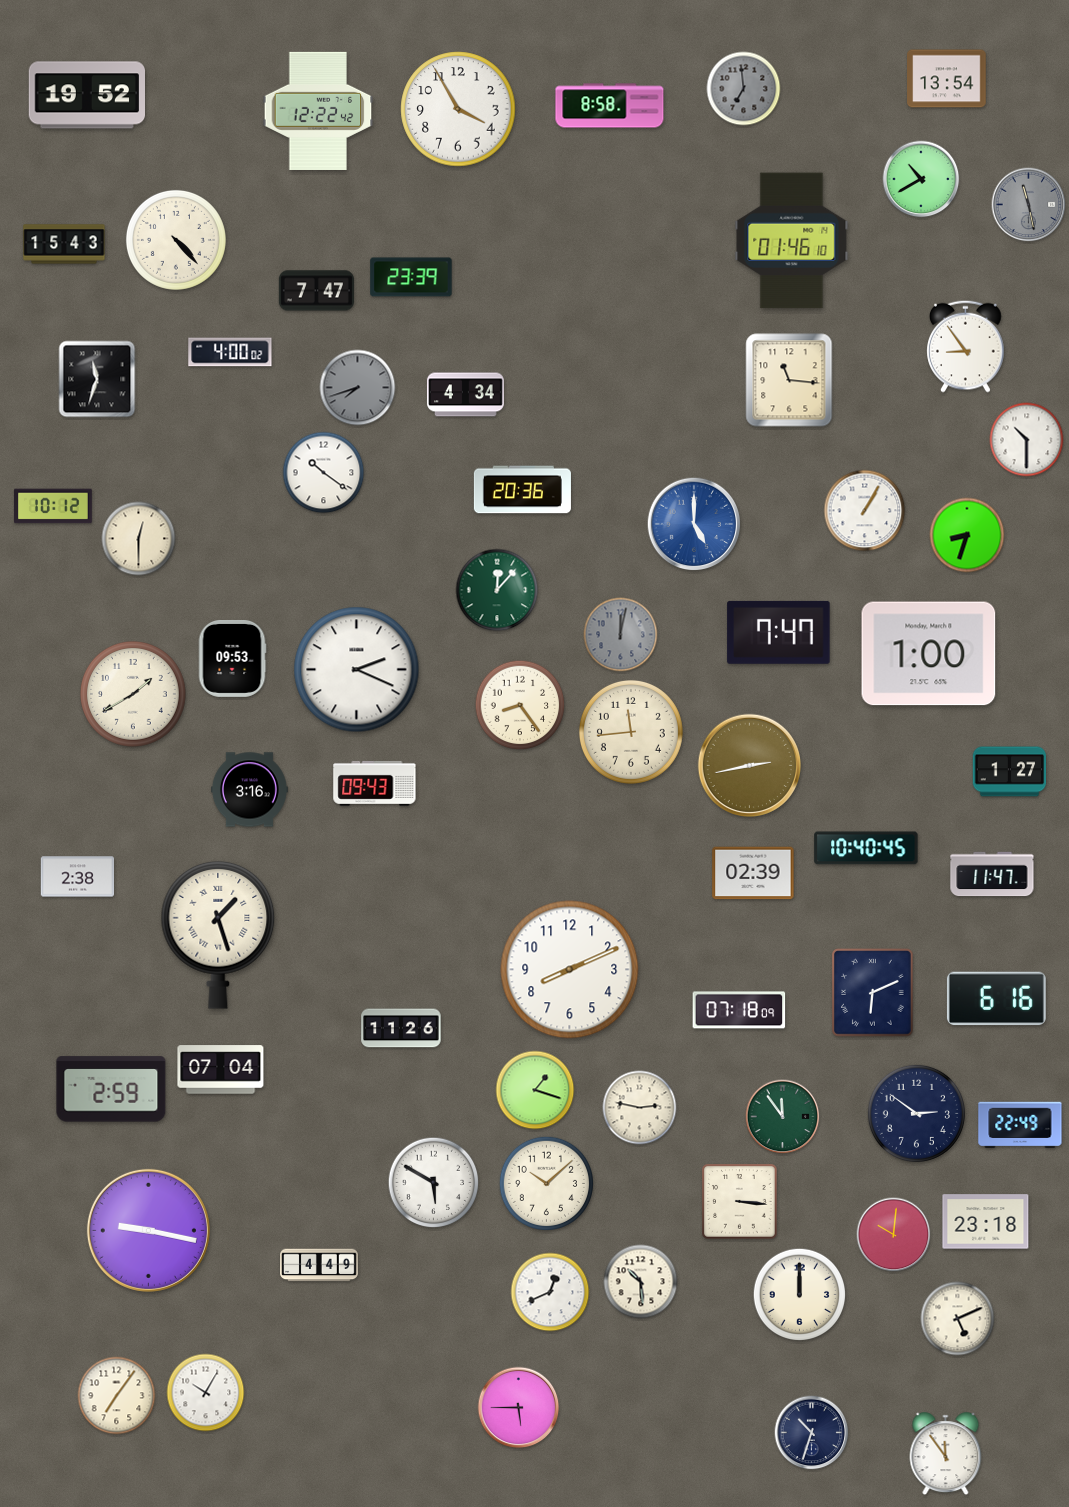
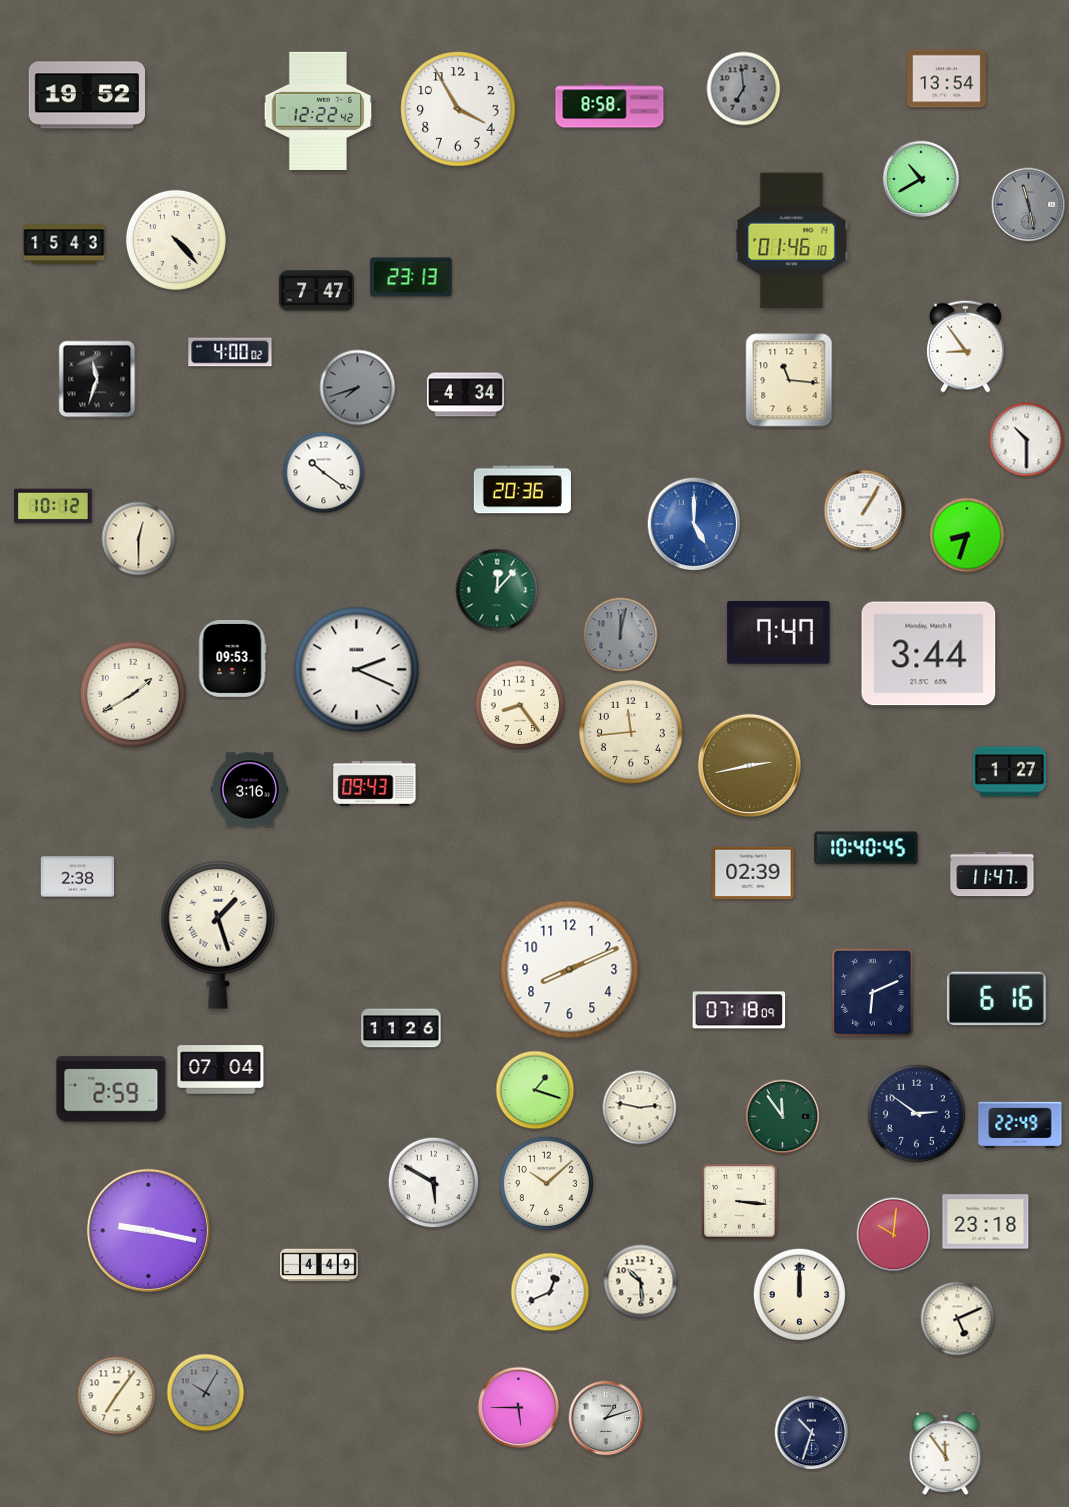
clock at (411, 277): 23:39 -> 23:13
clock at (929, 654): 1:00 -> 3:44
clock at (206, 1393) dial: white -> grey
clock at (606, 1418): none -> 1:12
